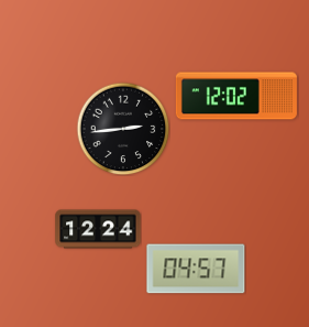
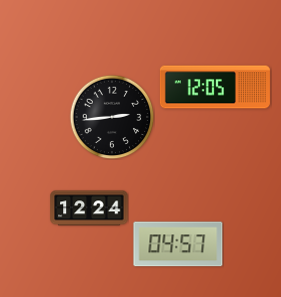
clock at (236, 96): 12:02 -> 12:05
